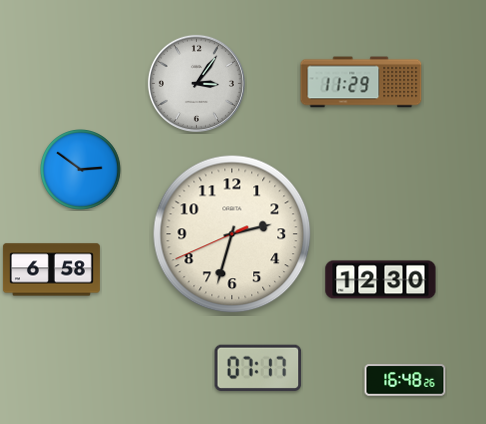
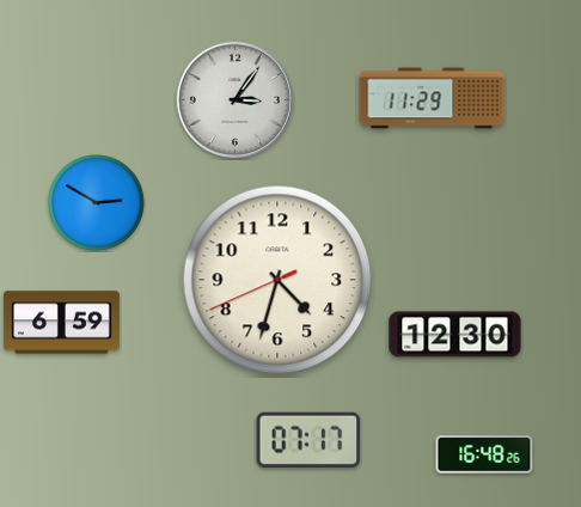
clock at (81, 170): 2:51 -> 2:50
clock at (232, 234): 2:32 -> 4:32
clock at (51, 270): 6:58 -> 6:59
